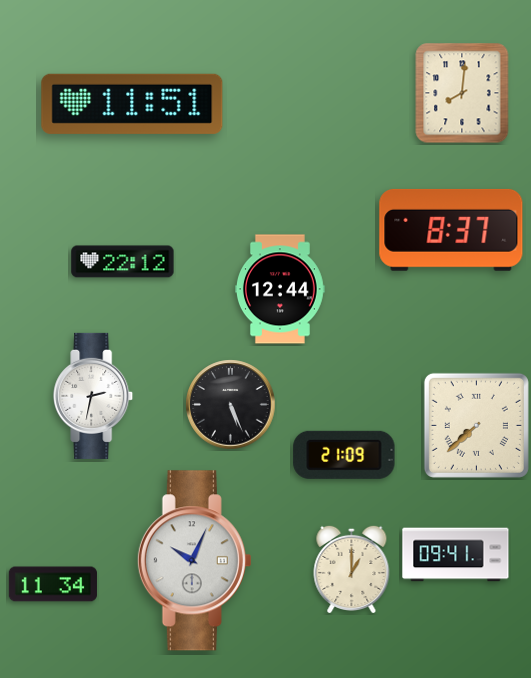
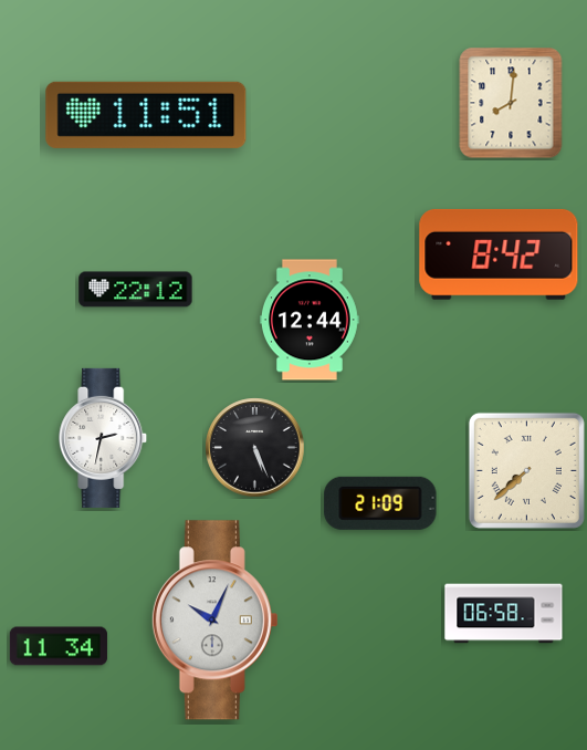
clock at (451, 230): 8:37 -> 8:42
clock at (456, 555): 09:41 -> 06:58
clock at (352, 568): 1:00 -> none
